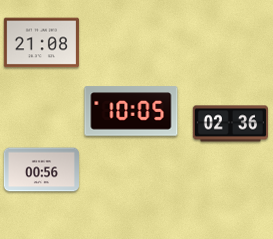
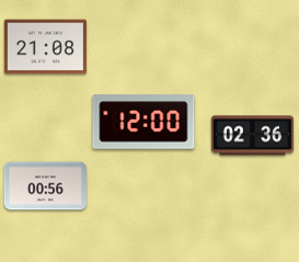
clock at (131, 111): 10:05 -> 12:00
